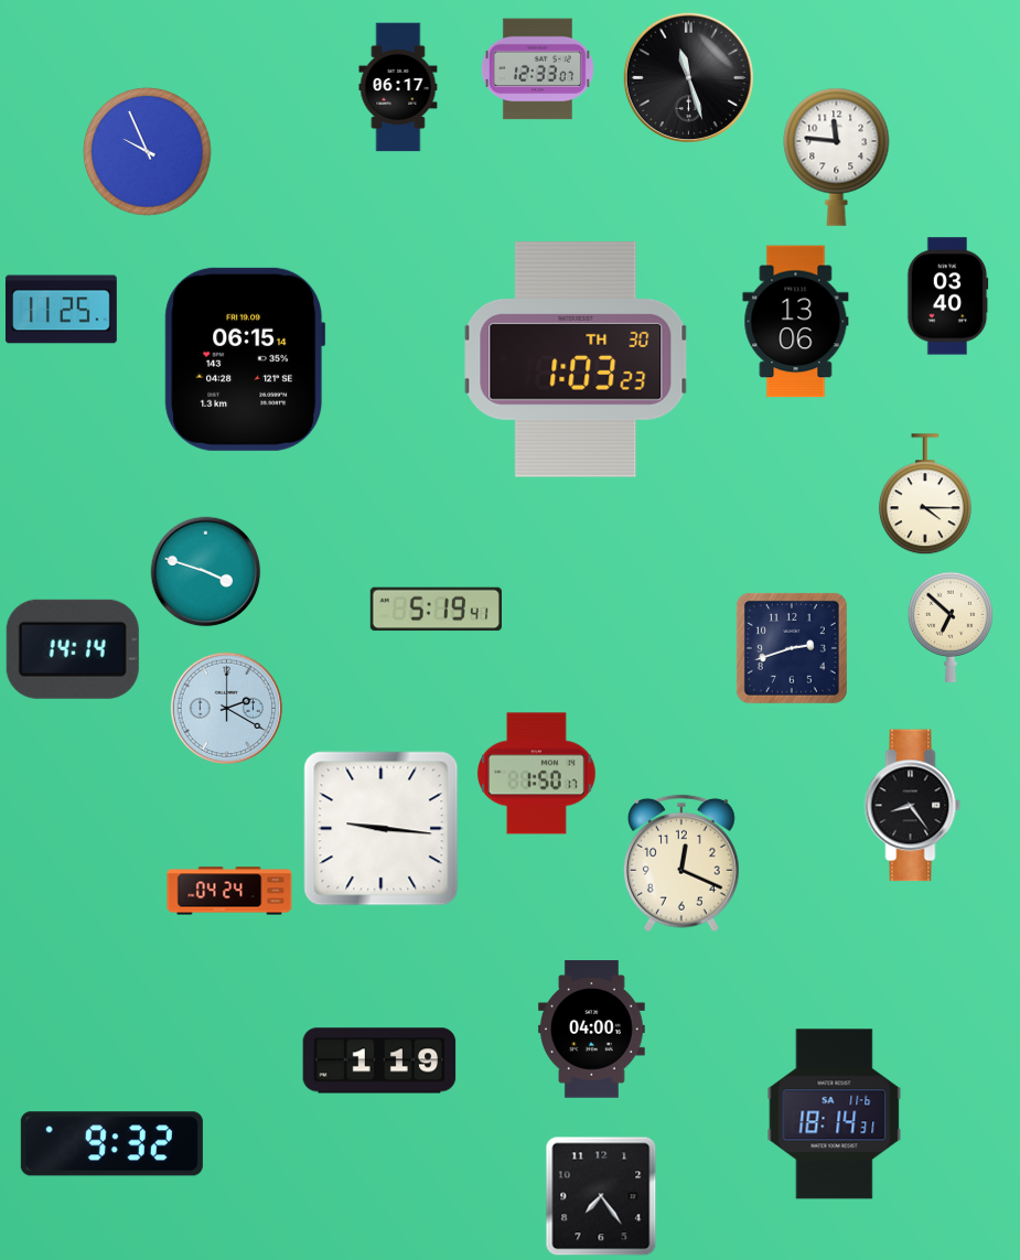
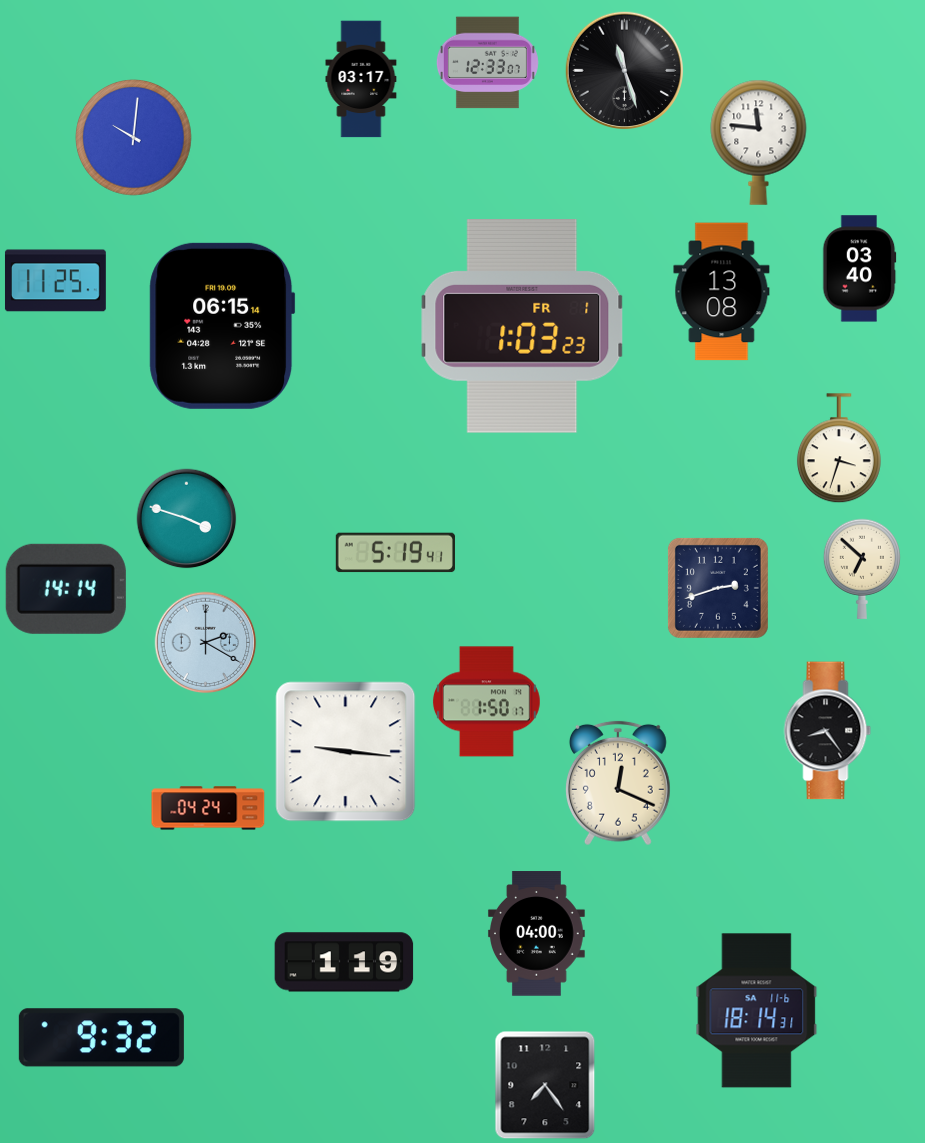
clock at (398, 87): 06:17 -> 03:17
clock at (148, 152): 9:56 -> 10:01
clock at (796, 322): 13:06 -> 13:08
clock at (576, 360) date: TH 30 -> FR 1
clock at (925, 495): 4:15 -> 3:33
